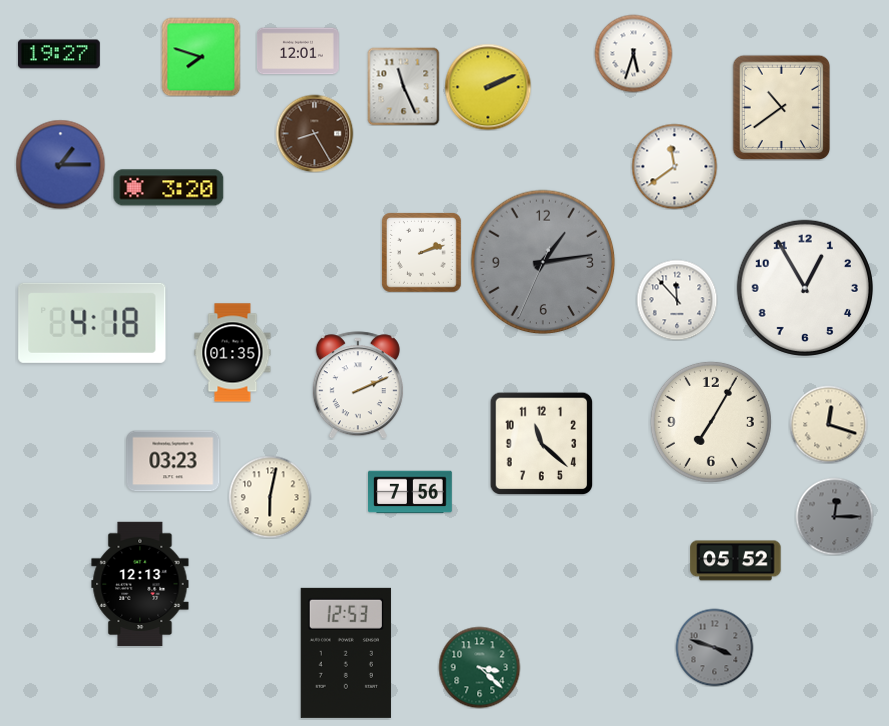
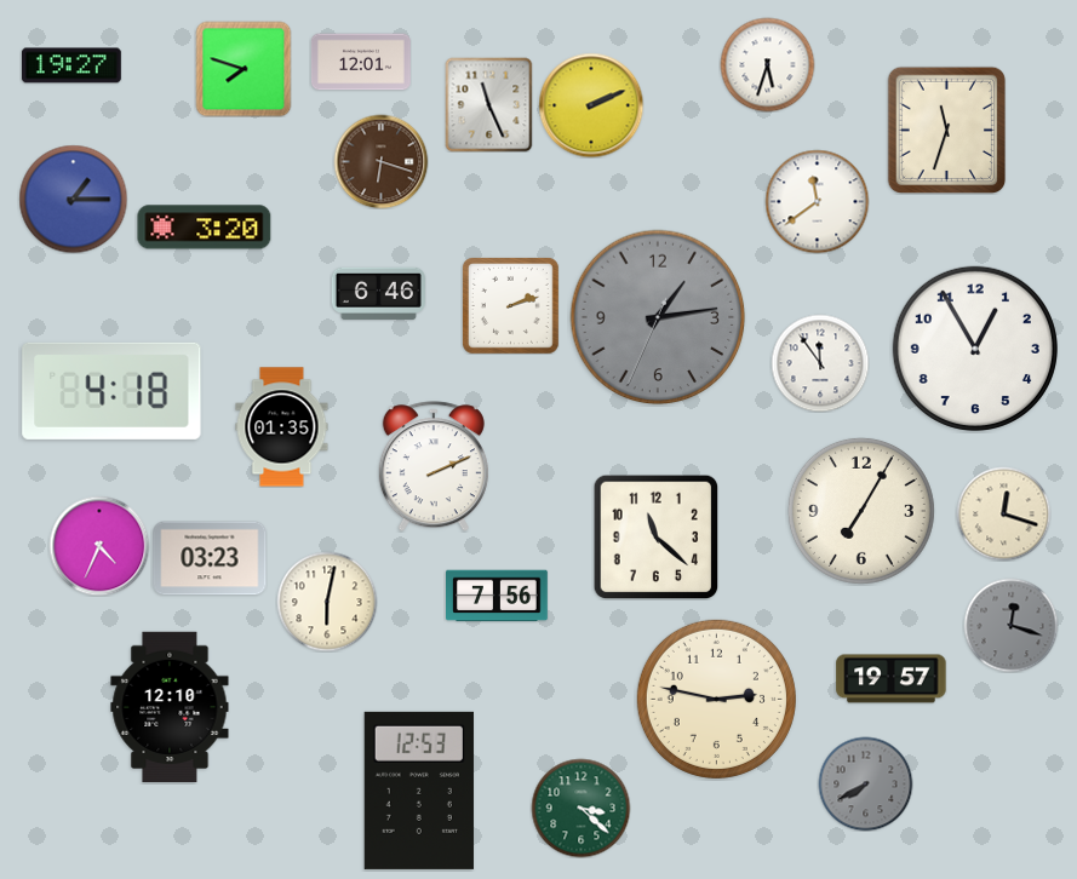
clock at (782, 107): 10:39 -> 11:33
clock at (314, 133): 8:25 -> 6:18
clock at (378, 293): none -> 6:46
clock at (677, 300): 11:53 -> 11:54
clock at (99, 546): none -> 4:34
clock at (834, 516): 12:15 -> 12:18
clock at (736, 561): 05:52 -> 19:57
clock at (716, 699): none -> 2:47
clock at (140, 584): 12:13 -> 12:10
clock at (714, 647): 3:48 -> 7:40
